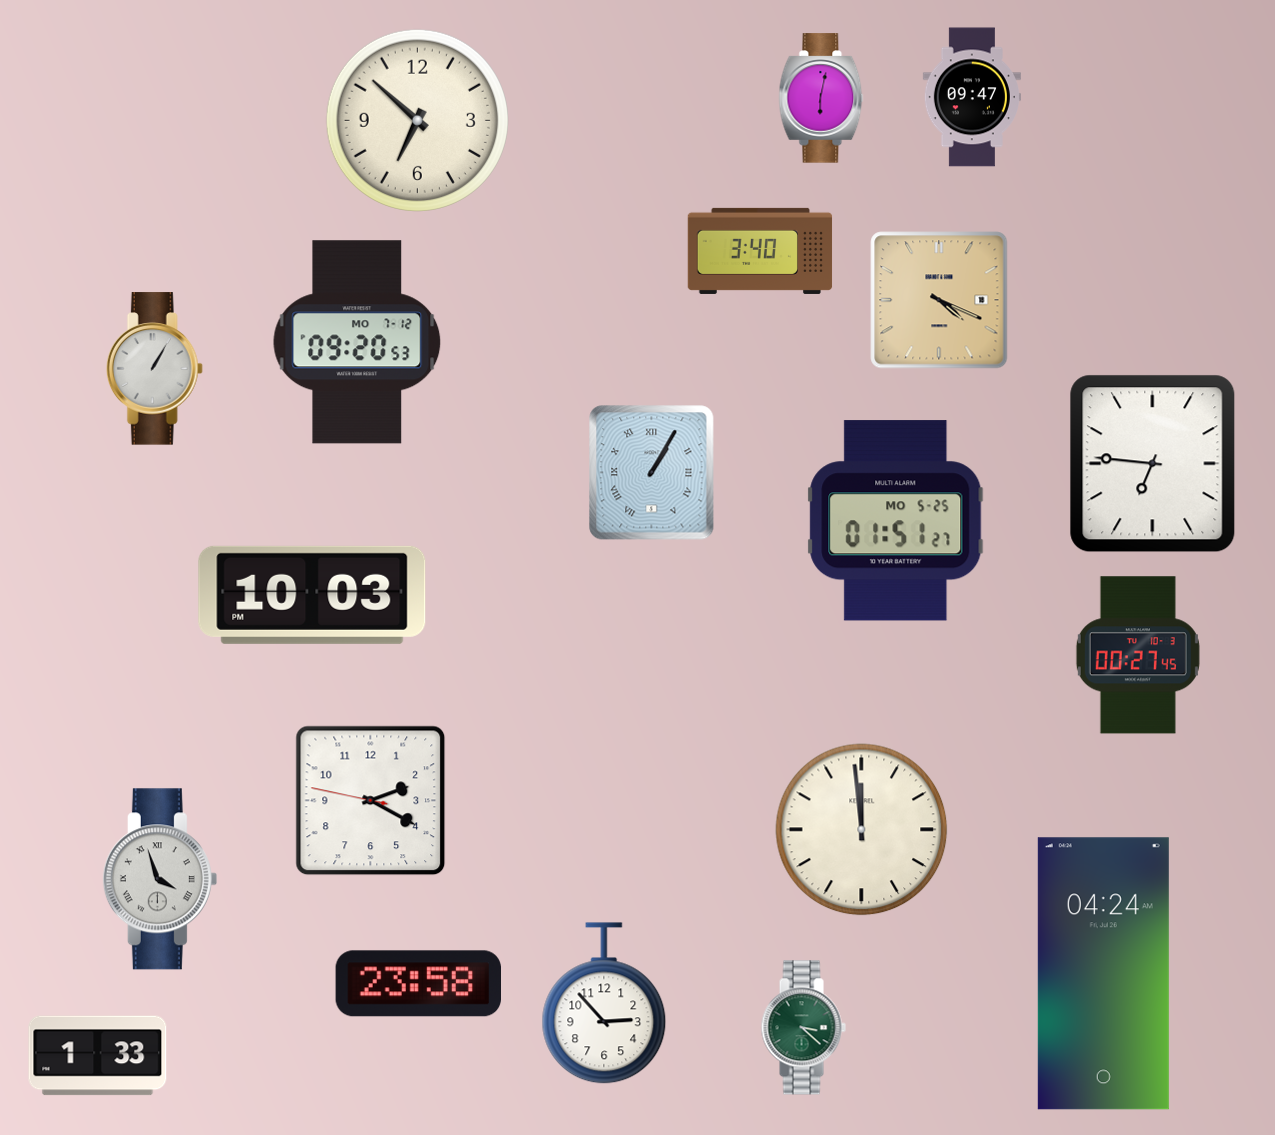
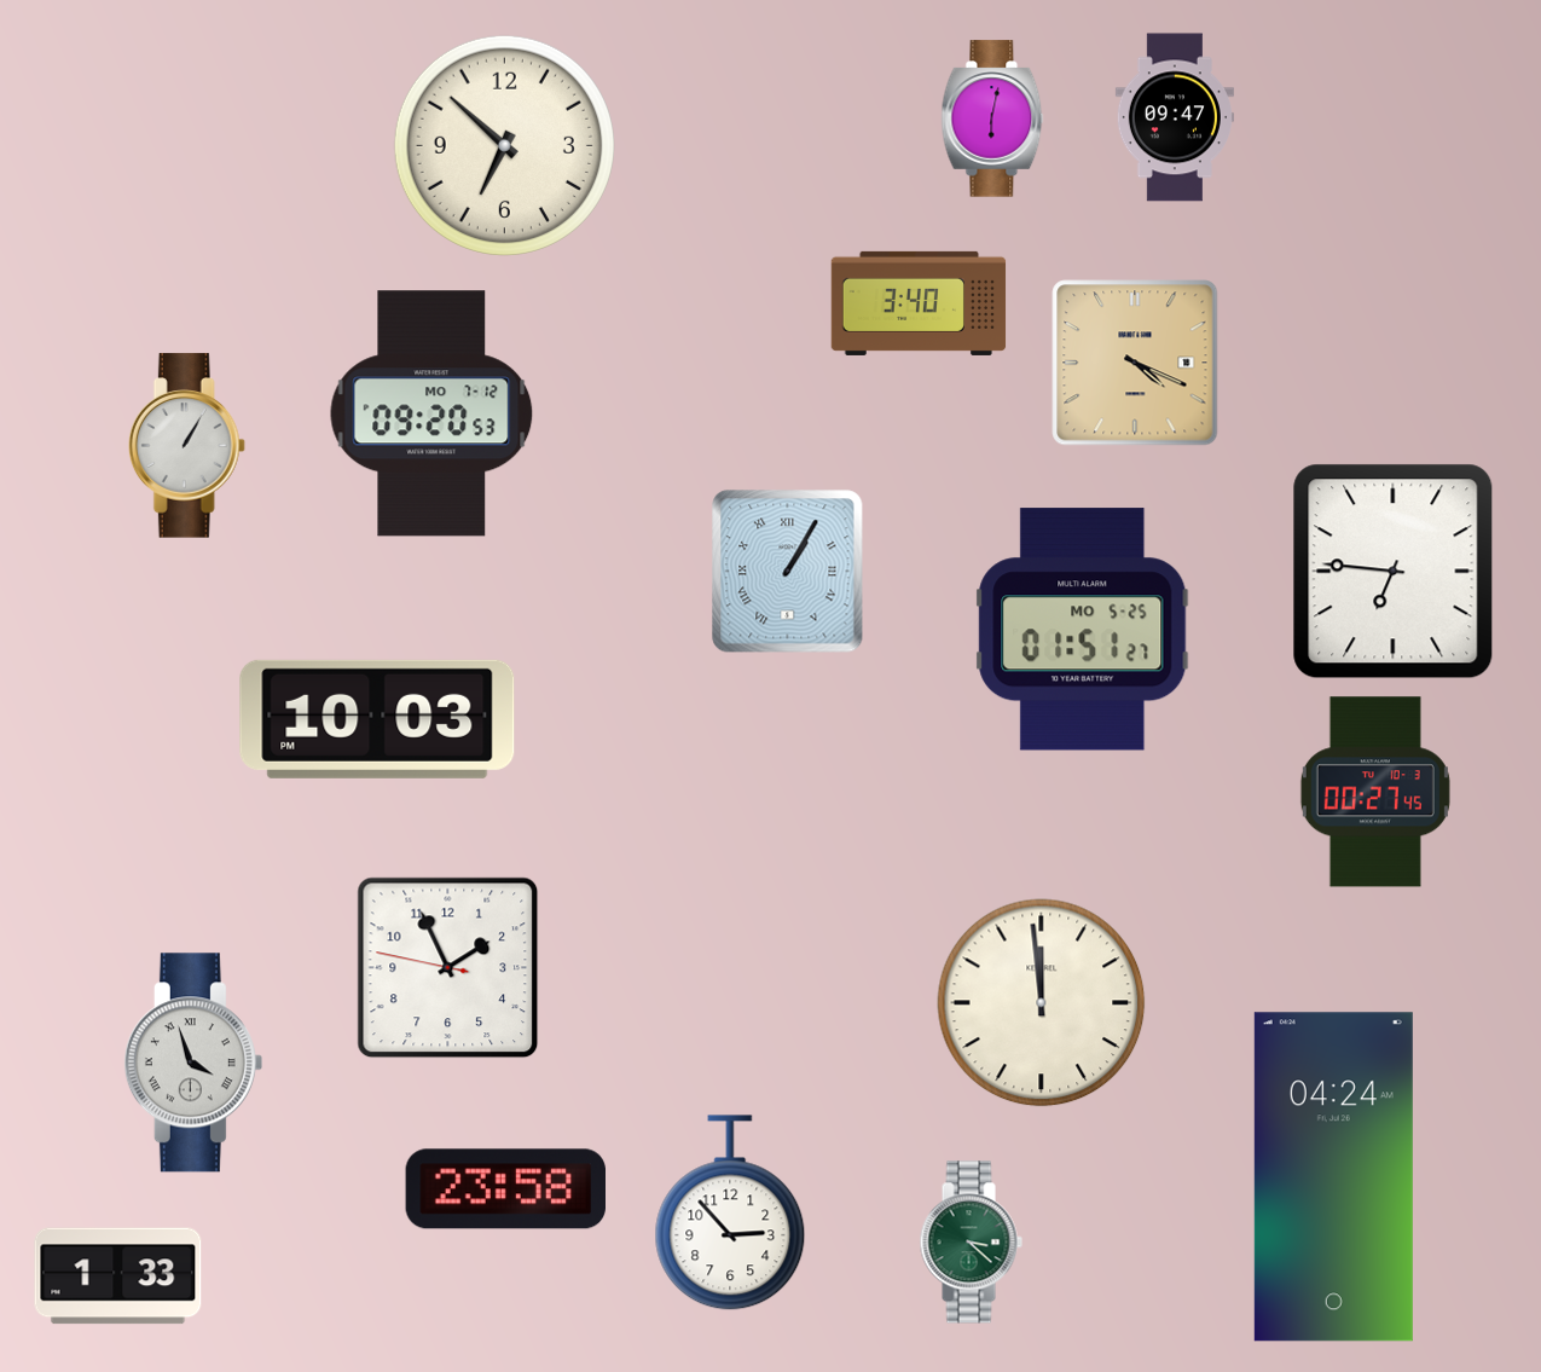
clock at (1153, 464) position: (1153, 464) -> (1394, 572)
clock at (371, 801): 2:19 -> 1:55
